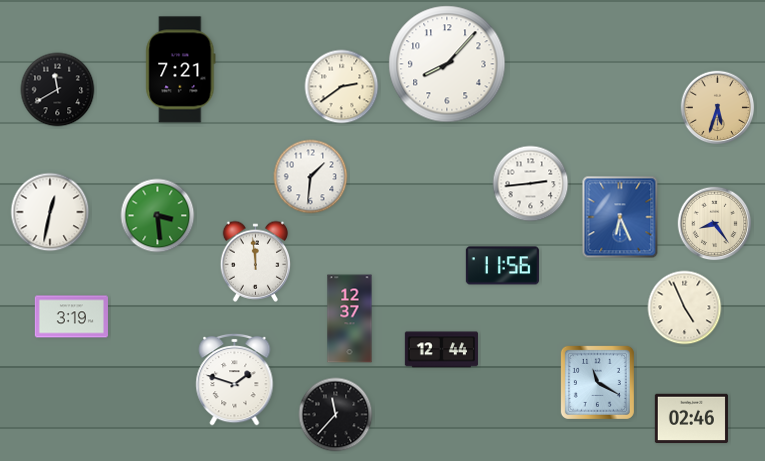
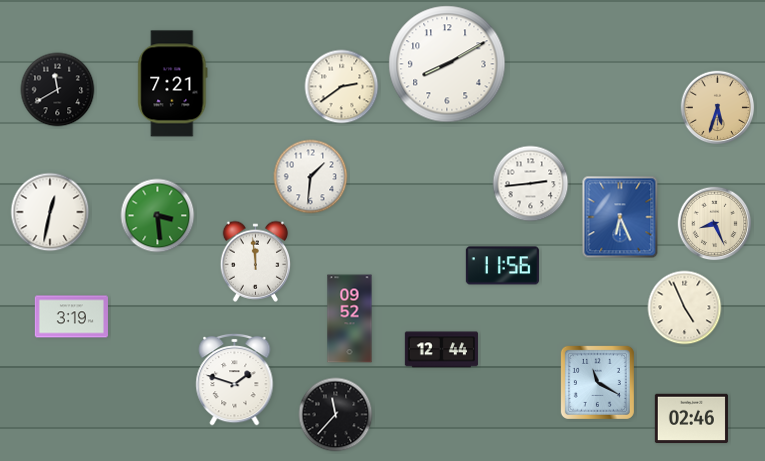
clock at (447, 64): 8:07 -> 8:10
clock at (181, 70) position: (181, 70) -> (173, 84)
clock at (715, 224): 8:24 -> 8:26
clock at (350, 319): 12:37 -> 09:52
